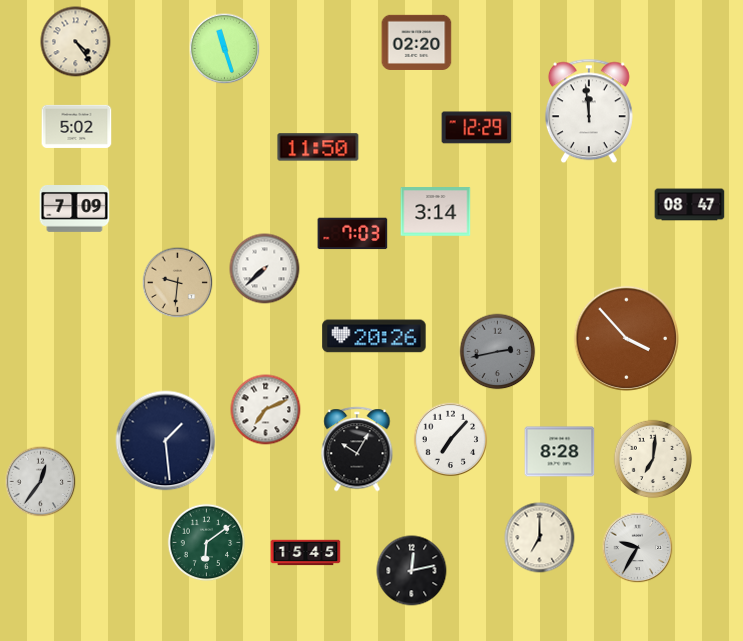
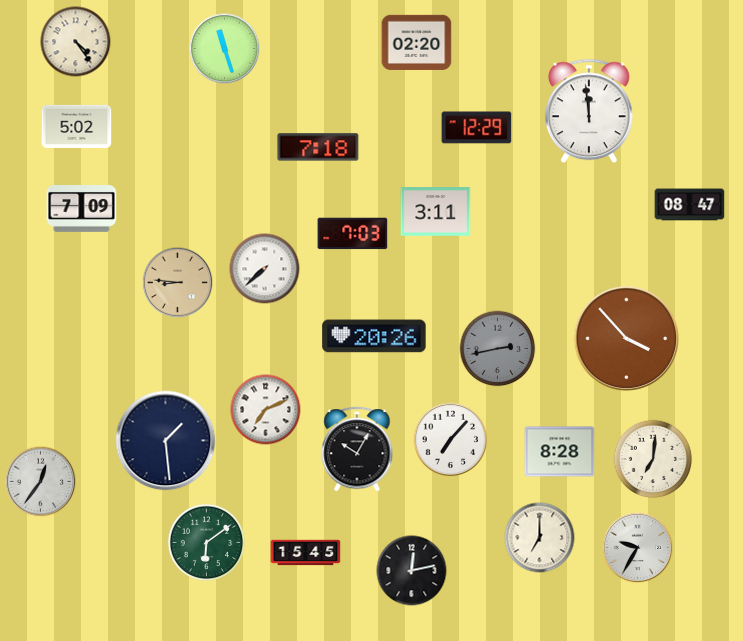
clock at (318, 147): 11:50 -> 7:18
clock at (75, 209) position: (75, 209) -> (82, 209)
clock at (436, 212): 3:14 -> 3:11
clock at (178, 283): 9:31 -> 8:46
clock at (498, 352) position: (498, 352) -> (498, 349)
